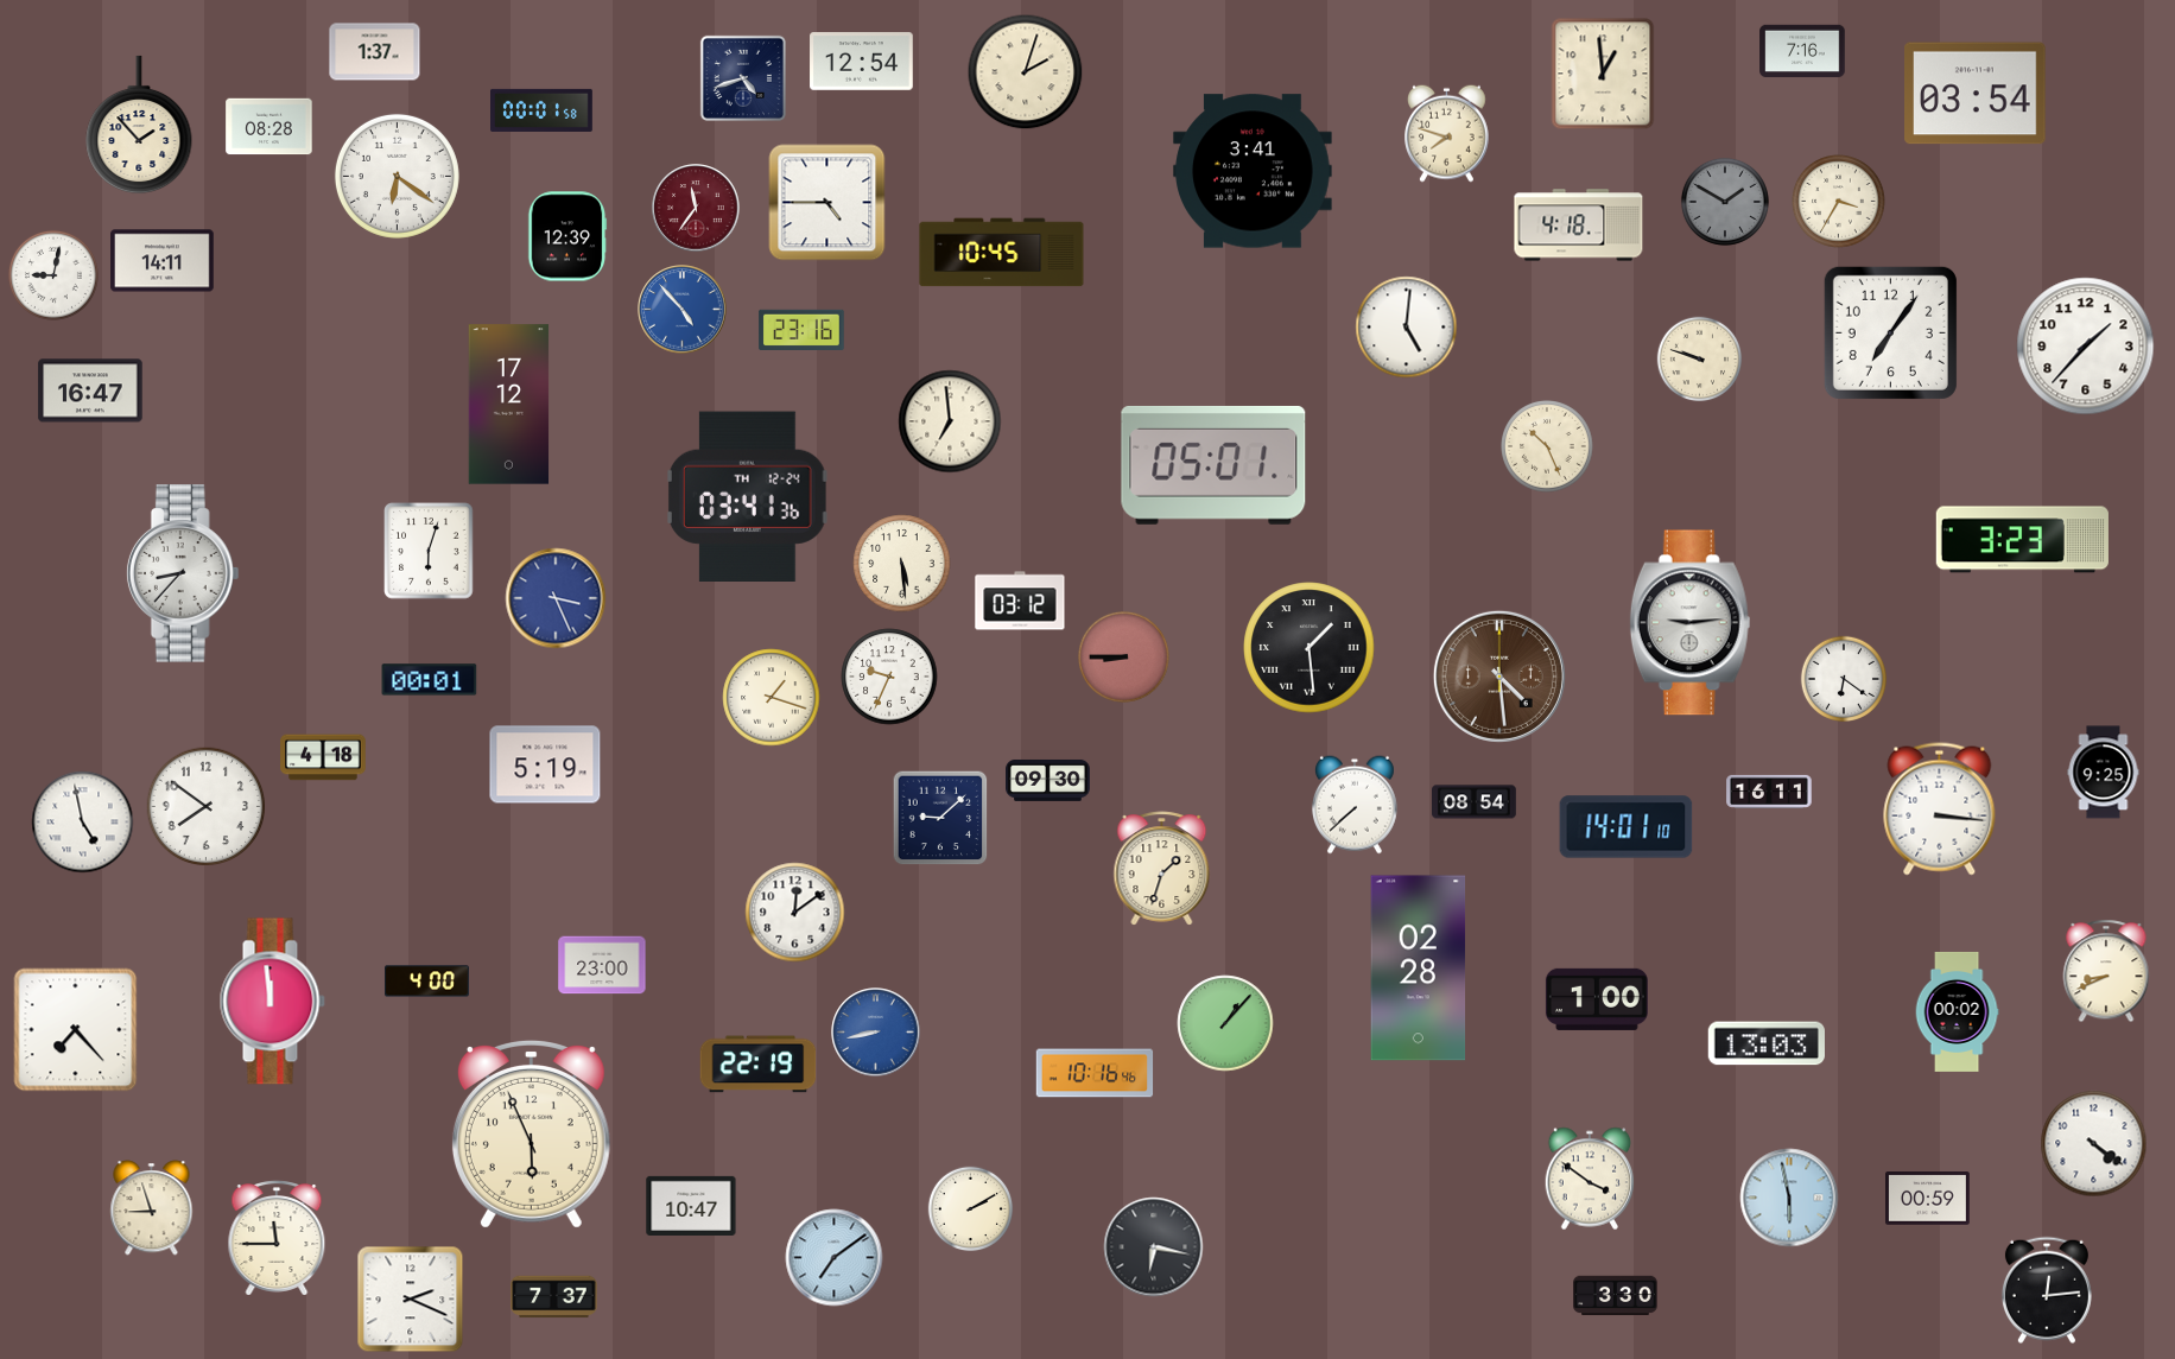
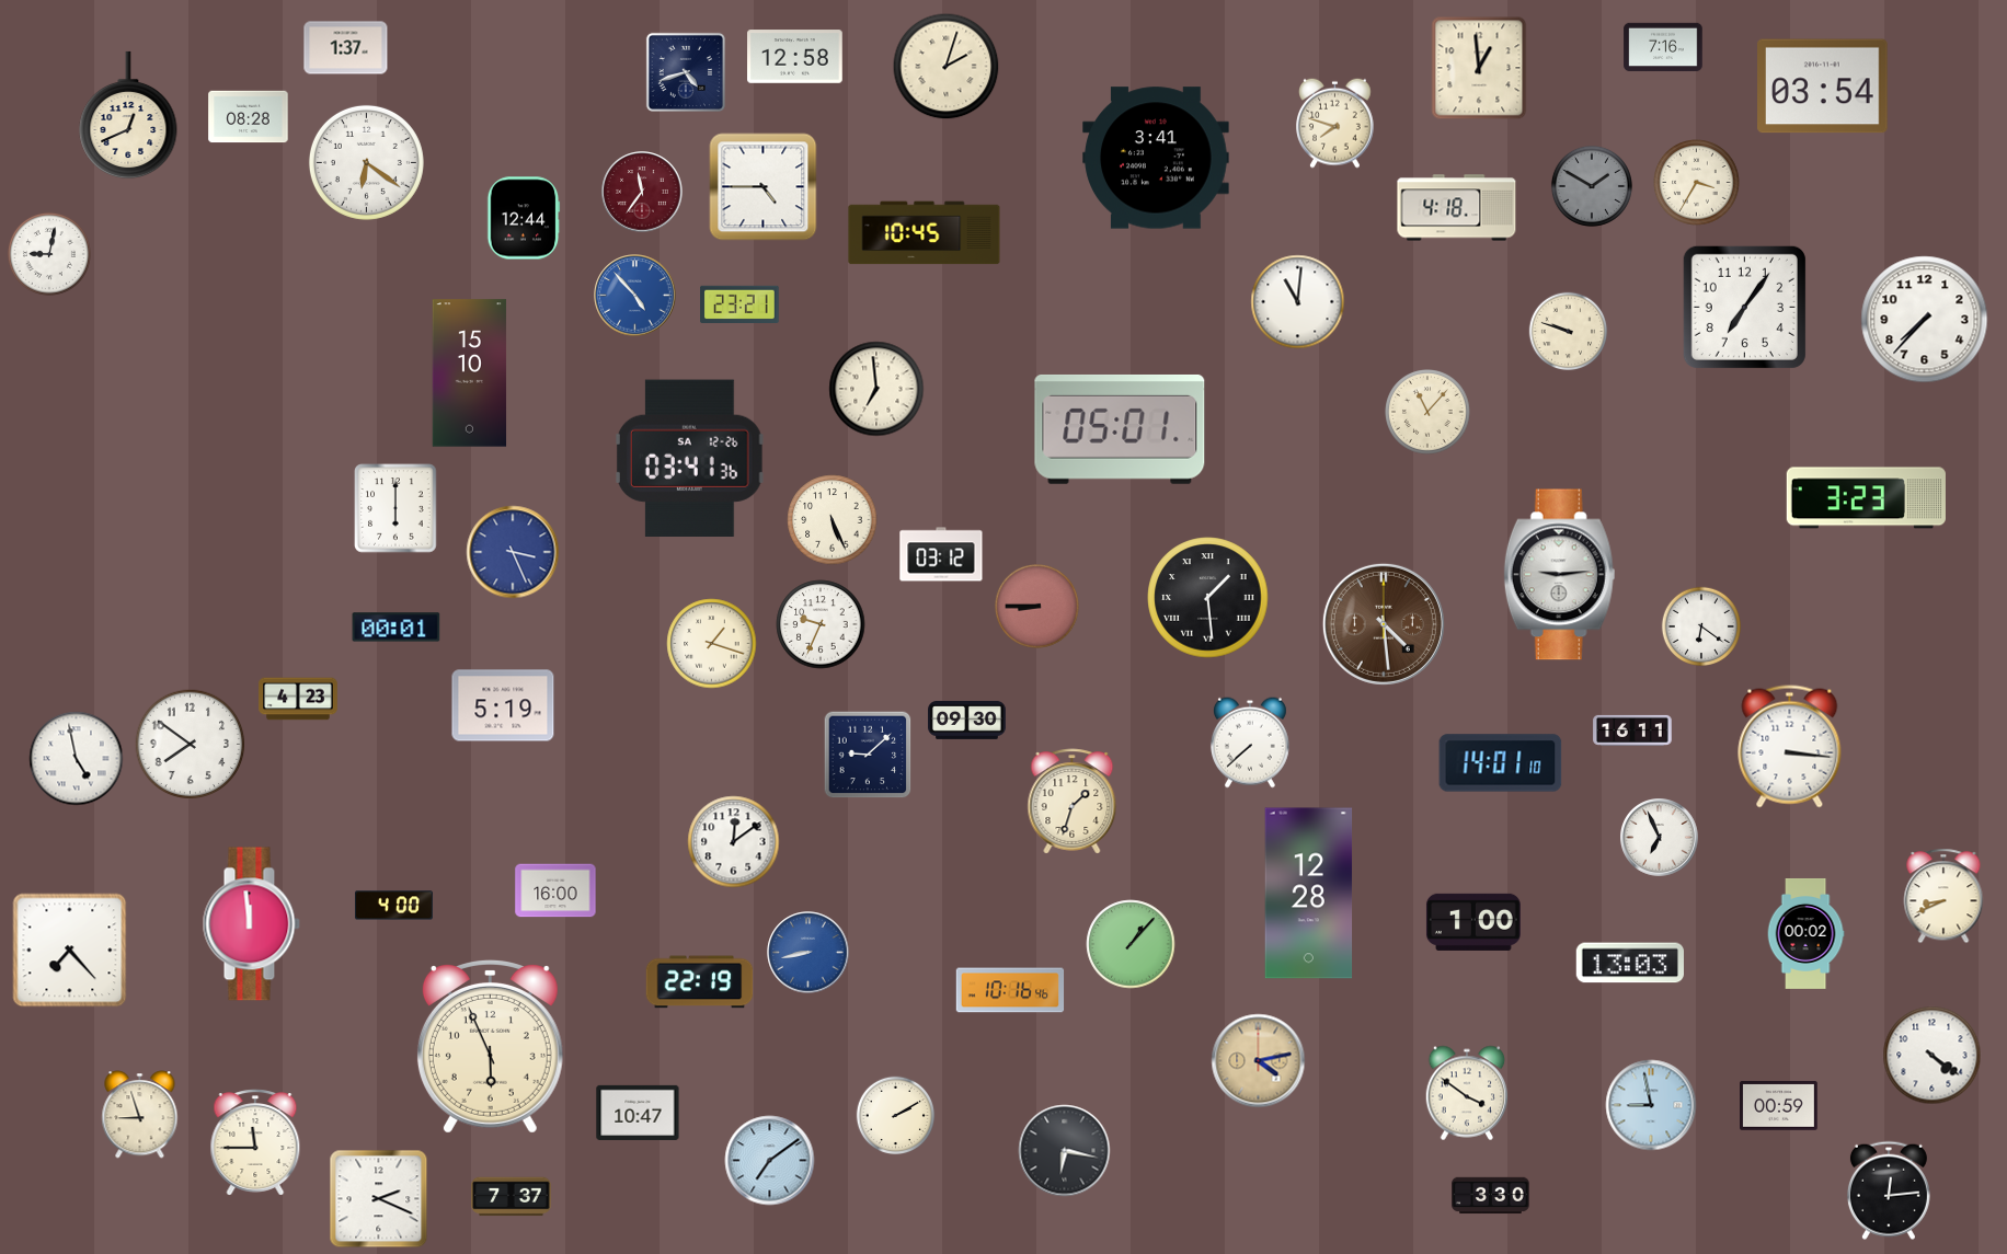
clock at (862, 62): 12:54 -> 12:58
clock at (543, 110): 00:01 -> none
clock at (139, 125): 1:53 -> 12:41
clock at (1839, 202) position: (1839, 202) -> (1697, 183)
clock at (567, 236): 12:39 -> 12:44
clock at (163, 261): 14:11 -> none
clock at (683, 310) position: (683, 310) -> (635, 296)
clock at (1407, 328): 5:01 -> 11:01
clock at (801, 329): 23:16 -> 23:21
clock at (2086, 347): 1:37 -> 7:37
clock at (90, 390): 16:47 -> none
clock at (509, 405): 17:12 -> 15:10
clock at (1548, 447): 10:26 -> 11:07
clock at (747, 496) date: TH 12-24 -> SA 12-26
clock at (429, 551): 6:03 -> 6:00
clock at (902, 564): 5:29 -> 5:26
clock at (183, 573): 8:37 -> none
clock at (323, 757): 4:18 -> 4:23
clock at (2104, 773): 9:25 -> none
clock at (1475, 802): 08:54 -> none
clock at (1660, 838): none -> 6:56
clock at (602, 965): 23:00 -> 16:00
clock at (1419, 969): 02:28 -> 12:28
clock at (1259, 1061): none -> 4:13
clock at (1590, 1179) position: (1590, 1179) -> (1467, 1093)
clock at (1789, 1198): 5:58 -> 8:58
